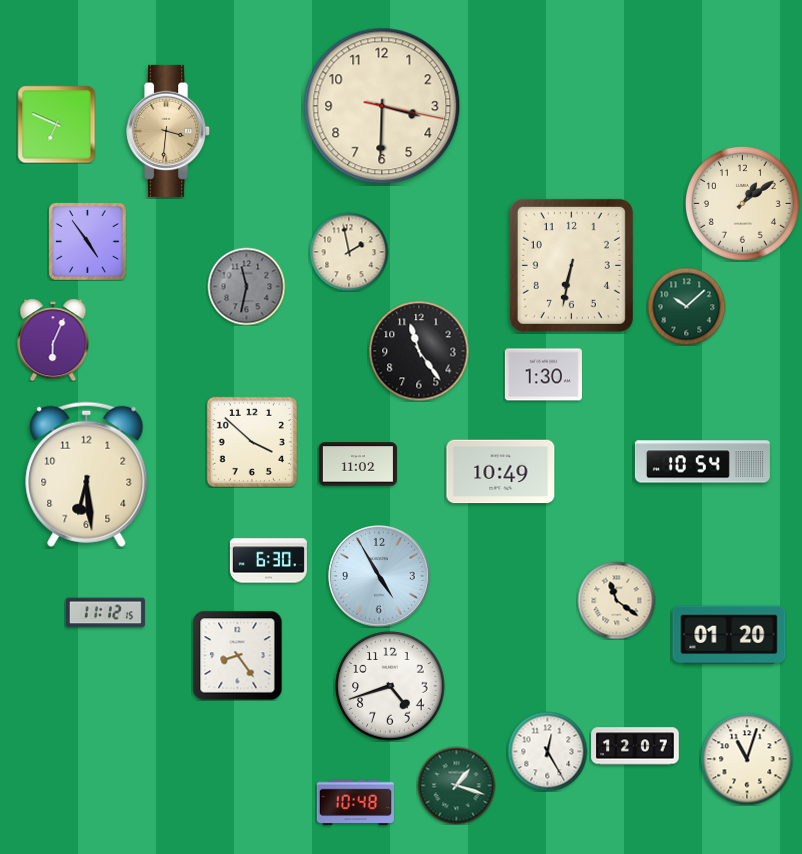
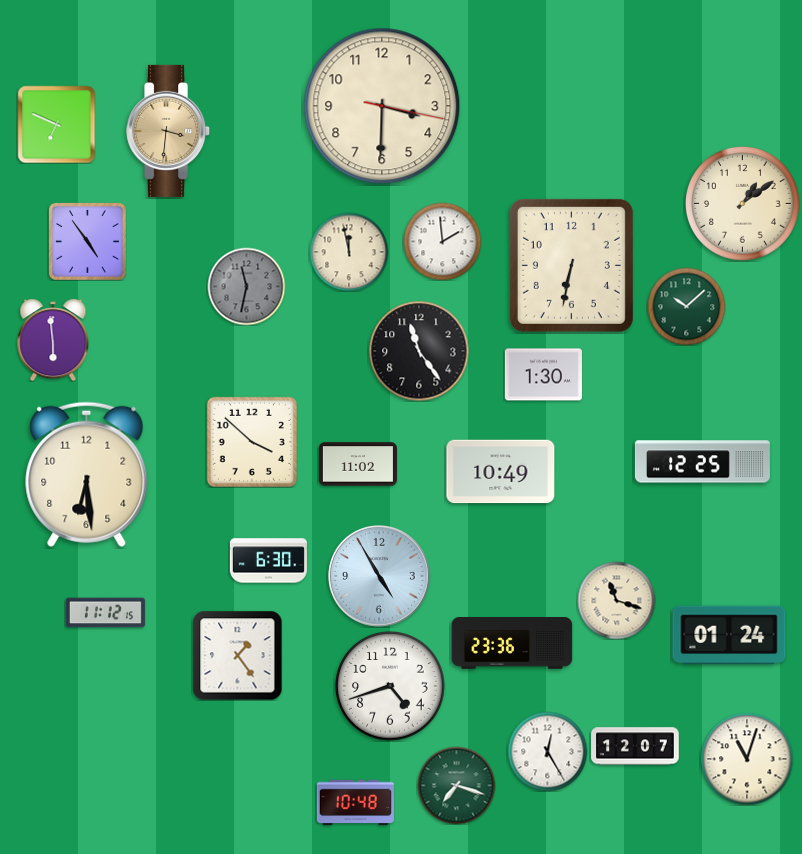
clock at (442, 241): none -> 1:59
clock at (349, 252): 1:58 -> 11:58
clock at (53, 340): 6:04 -> 5:59
clock at (702, 462): 10:54 -> 12:25
clock at (616, 600): 11:21 -> 11:18
clock at (729, 635): 01:20 -> 01:24
clock at (512, 643): none -> 23:36
clock at (237, 655): 8:24 -> 1:24
clock at (456, 785): 1:18 -> 7:18
